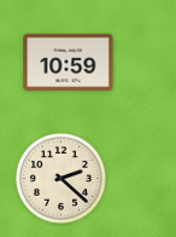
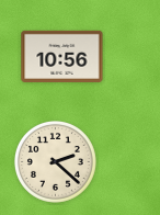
clock at (69, 62): 10:59 -> 10:56
